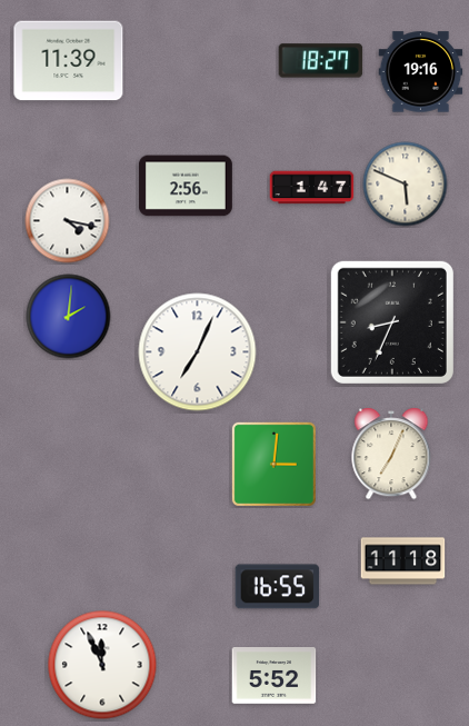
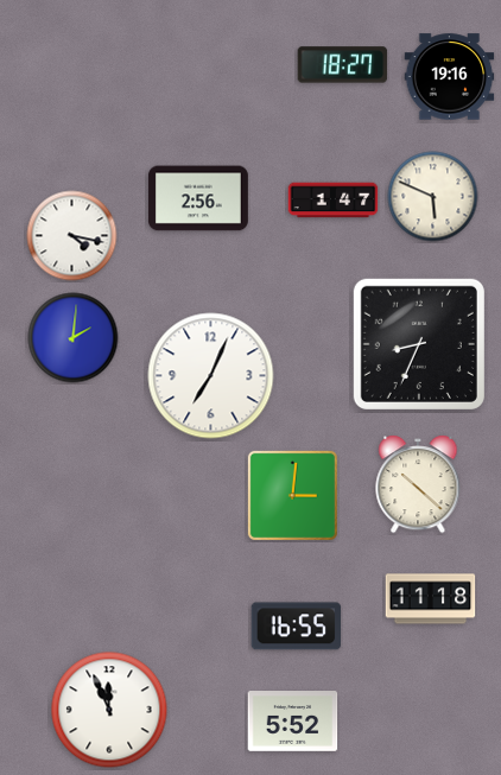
clock at (69, 61): 11:39 -> none
clock at (391, 454): 7:04 -> 10:22
